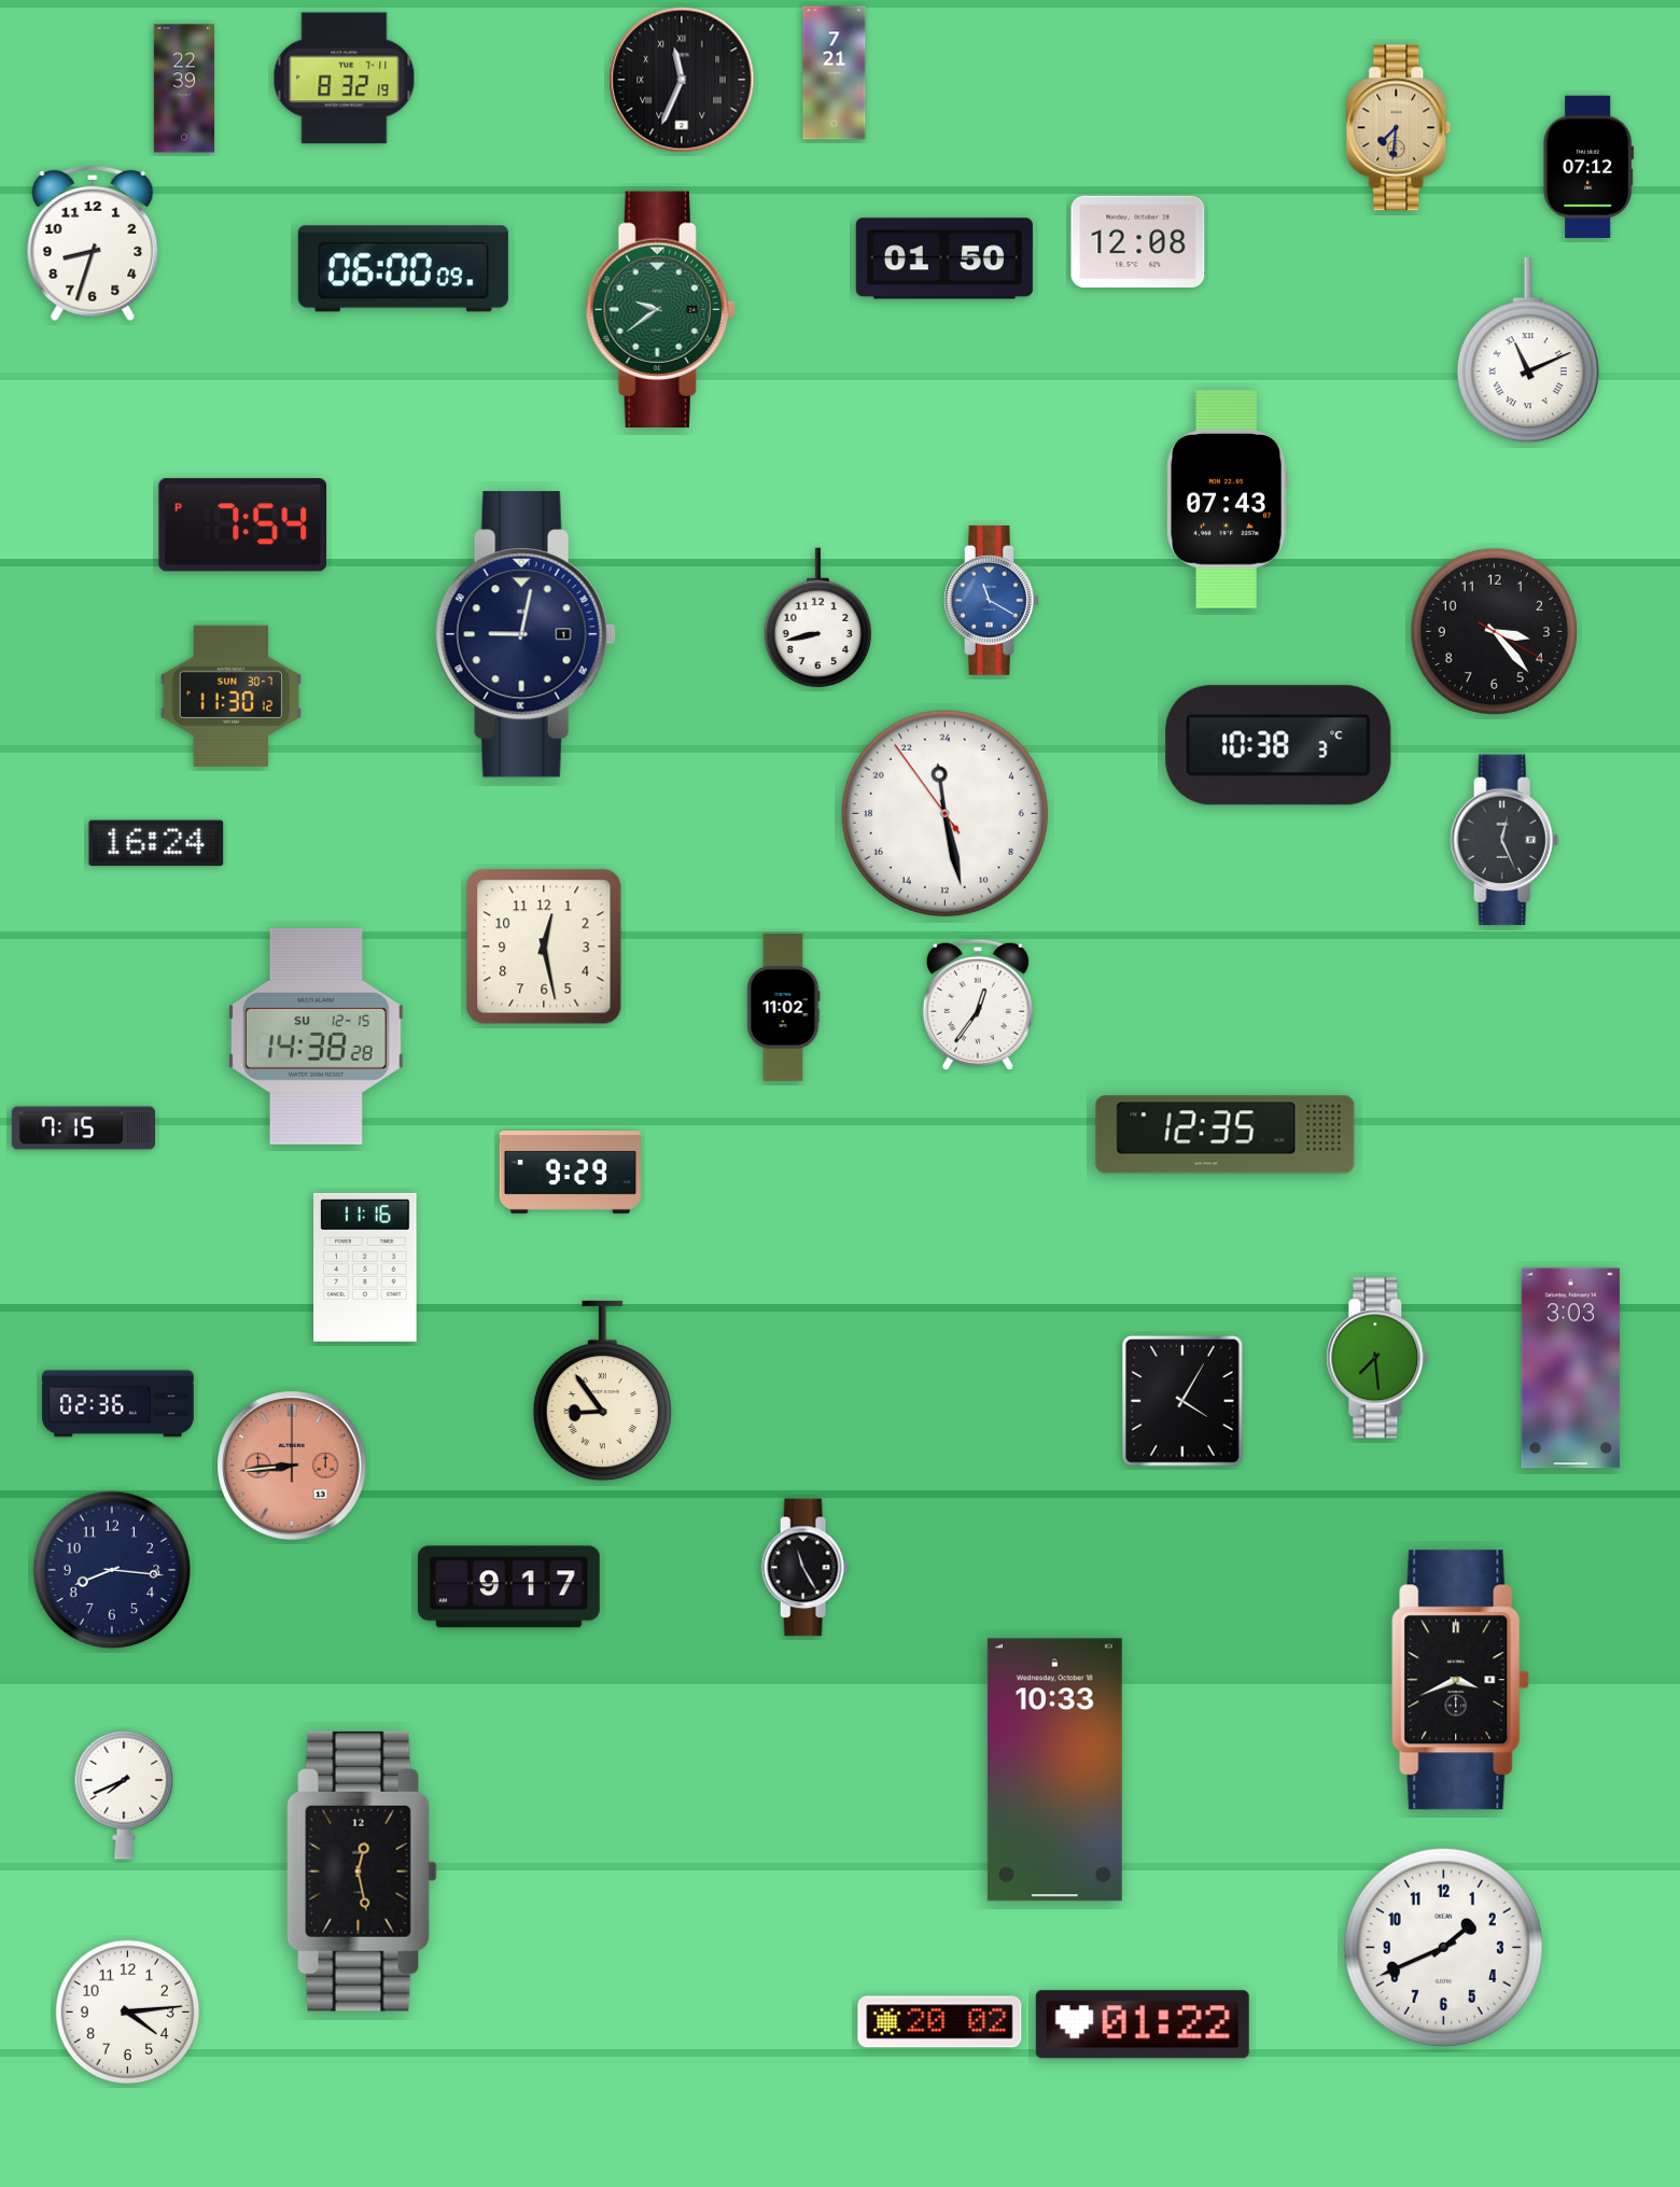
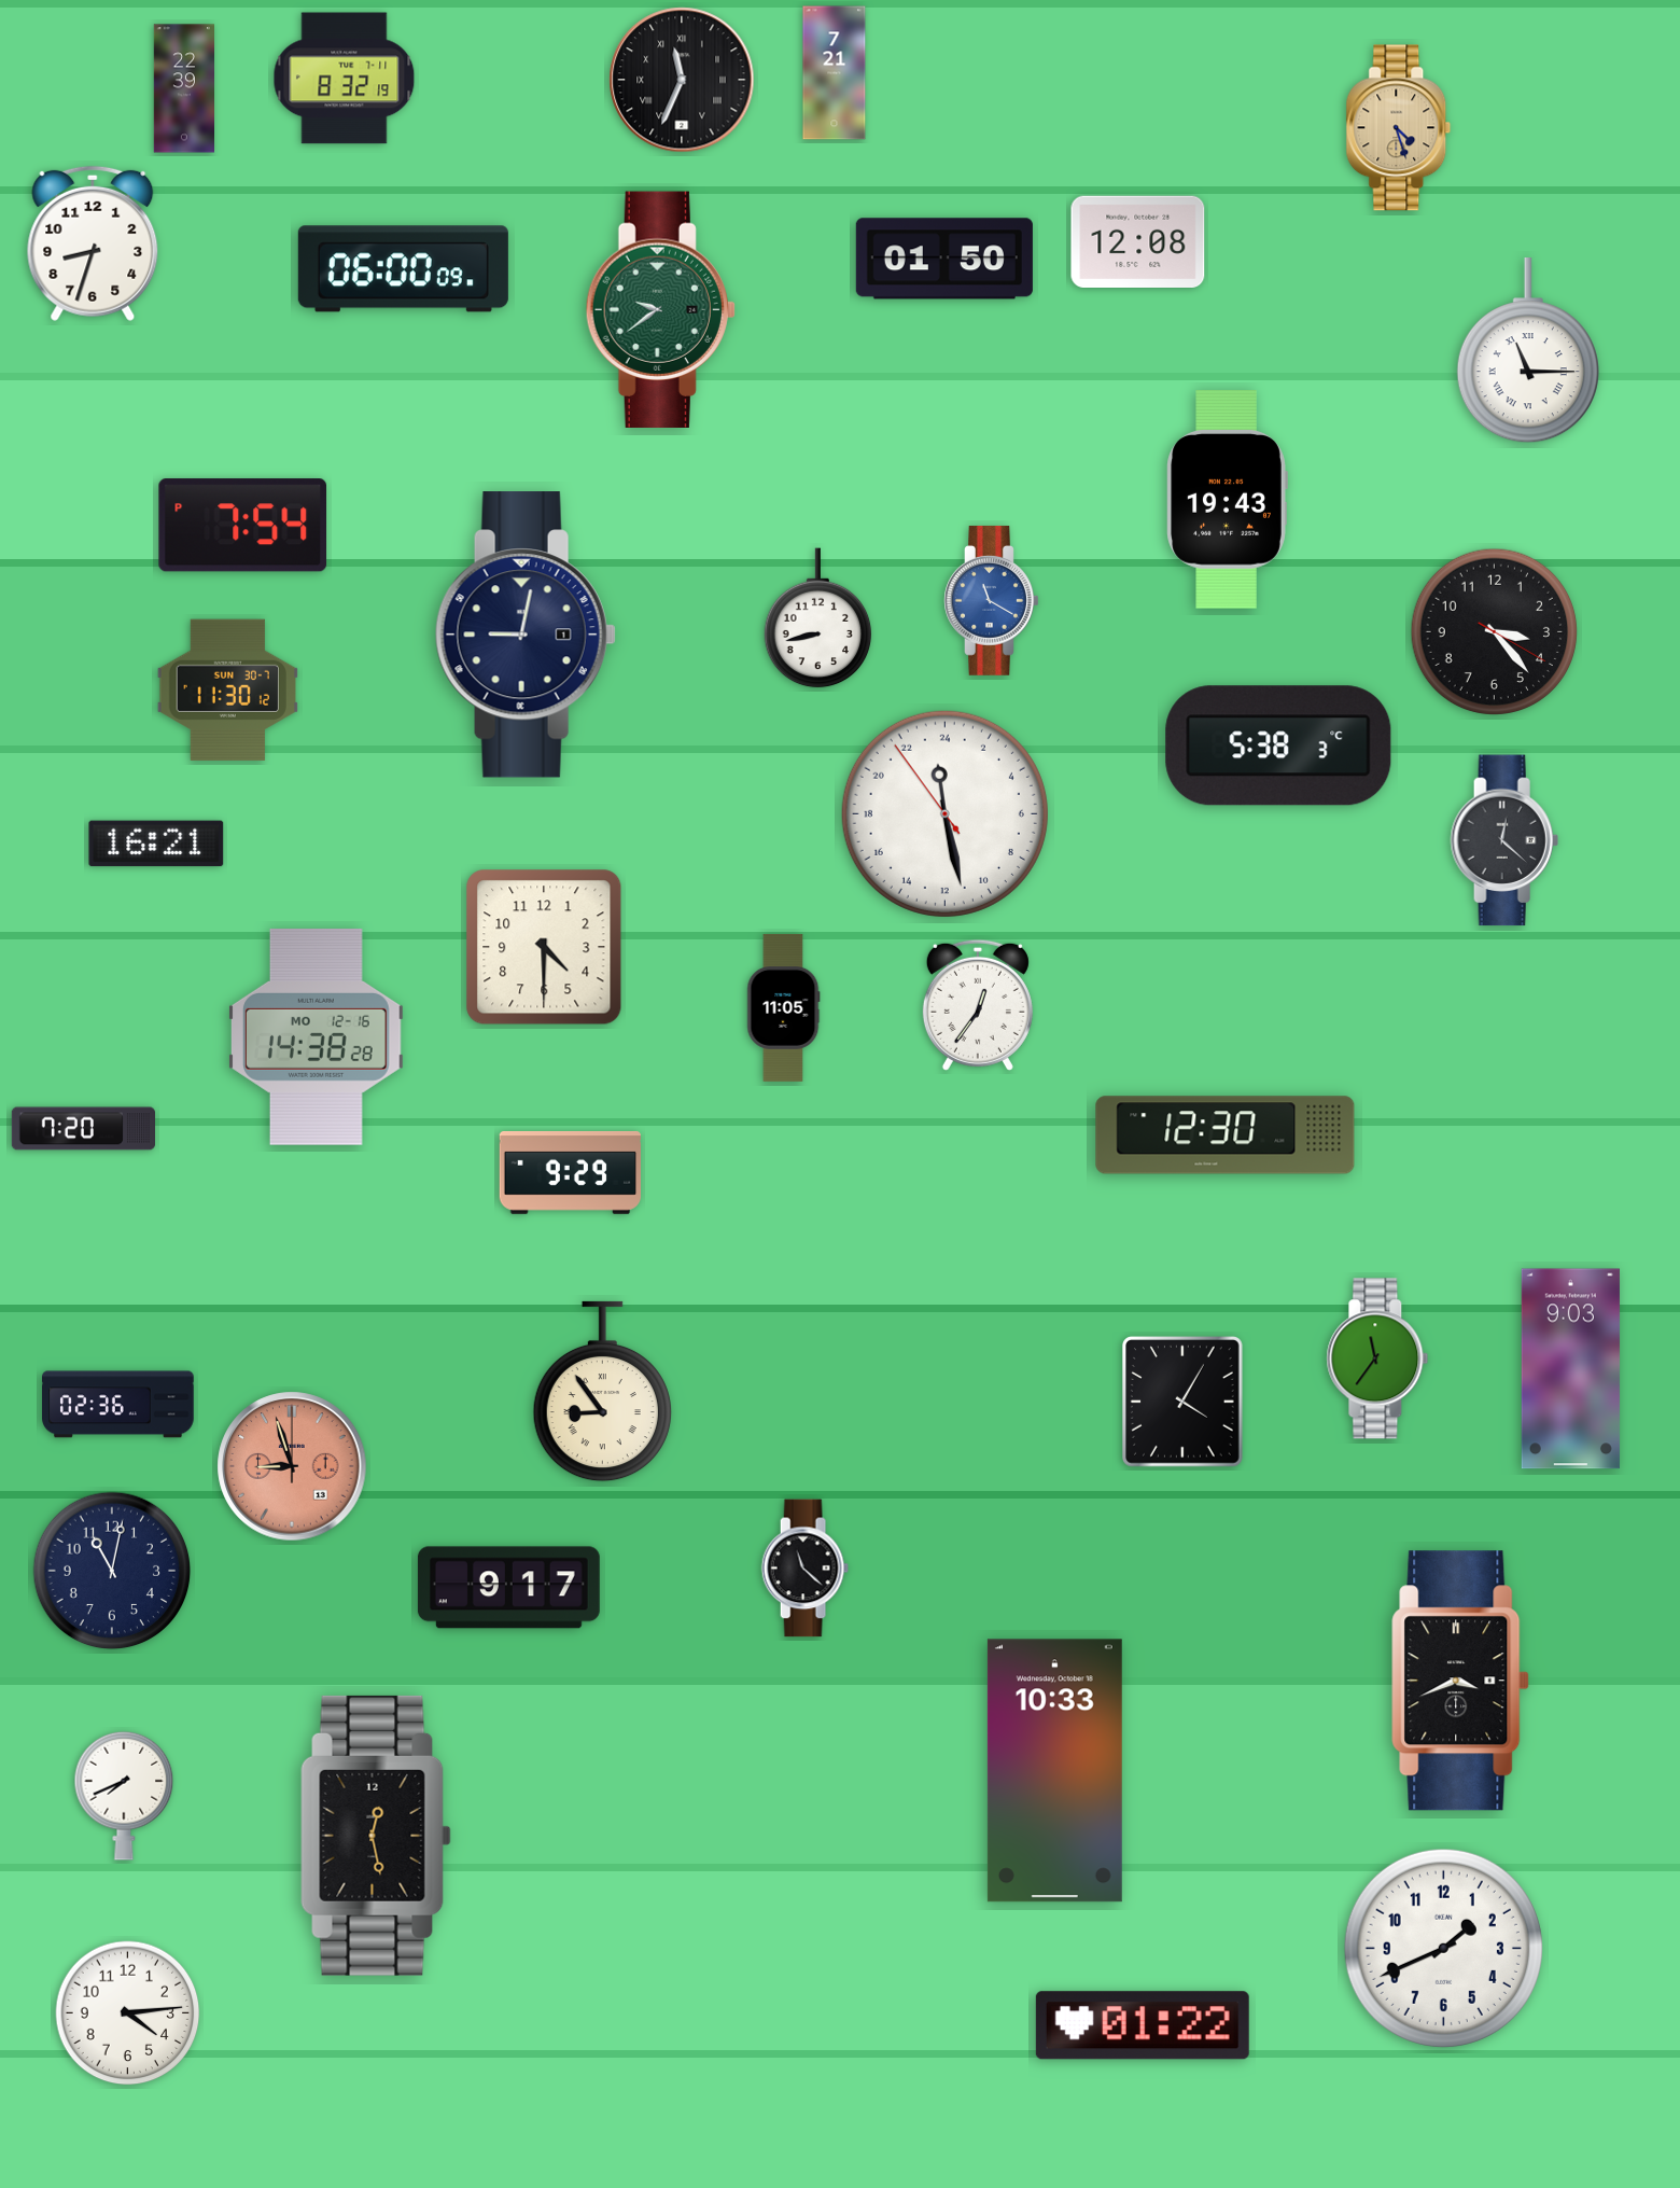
clock at (1399, 128): 7:31 -> 4:27
clock at (1588, 167): 07:12 -> none
clock at (1528, 351): 11:11 -> 11:15
clock at (1227, 500): 07:43 -> 19:43
clock at (230, 696) position: (230, 696) -> (227, 689)
clock at (1278, 745): 10:38 -> 5:38
clock at (1504, 840): 12:26 -> 12:22
clock at (156, 843): 16:24 -> 16:21
clock at (544, 947): 12:28 -> 4:30
clock at (784, 1007): 11:02 -> 11:05
clock at (316, 1036) date: SU 12-15 -> MO 12-16
clock at (83, 1128): 7:15 -> 7:20
clock at (1226, 1135): 12:35 -> 12:30
clock at (365, 1267): 11:16 -> none
clock at (1377, 1358): 7:29 -> 11:36
clock at (1570, 1369): 3:03 -> 9:03
clock at (292, 1466): 8:44 -> 8:57
clock at (804, 1568): 11:25 -> 11:22
clock at (112, 1570): 8:16 -> 11:02
clock at (362, 1871) position: (362, 1871) -> (376, 1836)
clock at (940, 2022): 20:02 -> none
